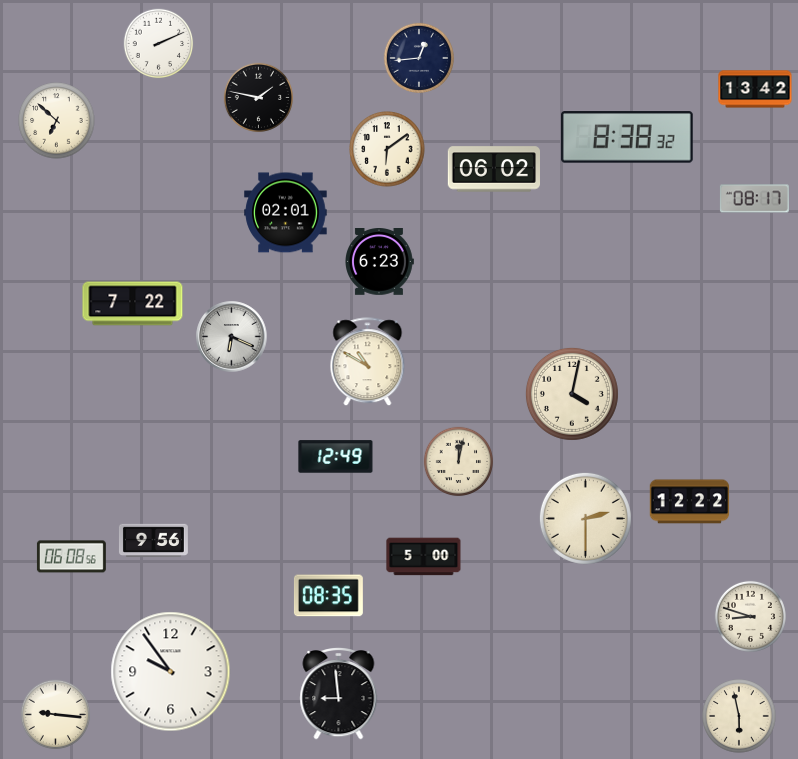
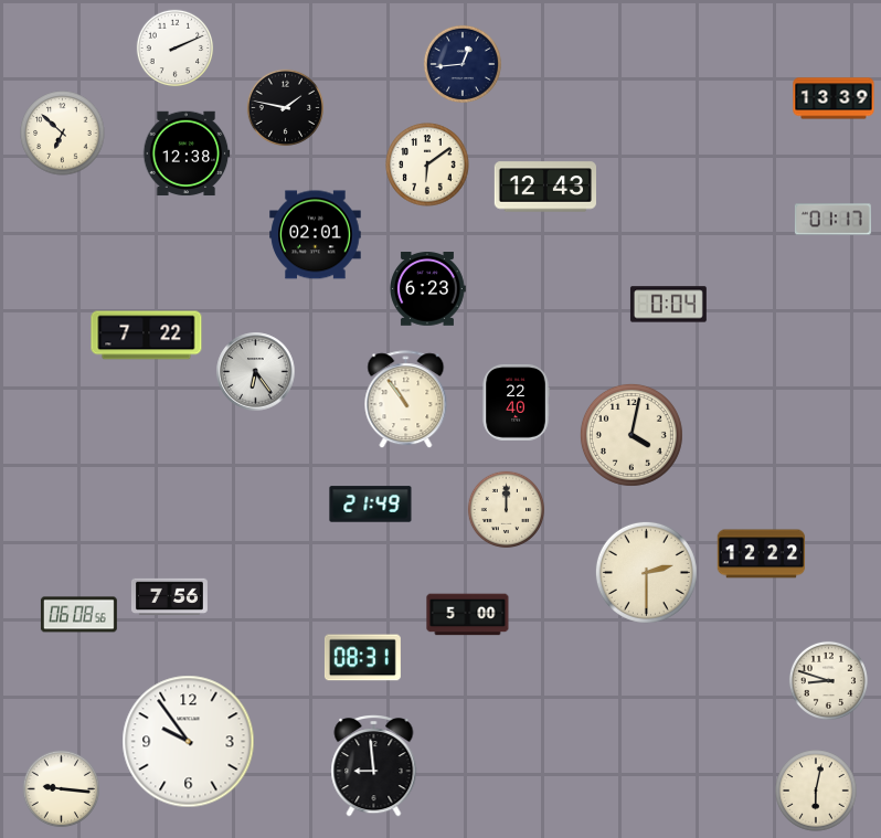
clock at (755, 89): 13:42 -> 13:39
clock at (627, 137): 8:38 -> none
clock at (187, 153): none -> 12:38
clock at (493, 169): 06:02 -> 12:43
clock at (754, 199): 08:17 -> 01:17
clock at (380, 262) position: (380, 262) -> (428, 289)
clock at (668, 305): none -> 0:04
clock at (232, 337): 6:19 -> 6:24
clock at (368, 362): 10:50 -> 10:54
clock at (516, 402): none -> 22:40
clock at (336, 457): 12:49 -> 21:49
clock at (459, 462): 12:02 -> 12:00
clock at (153, 541): 9:56 -> 7:56
clock at (328, 596): 08:35 -> 08:31
clock at (739, 716): 5:58 -> 6:02
